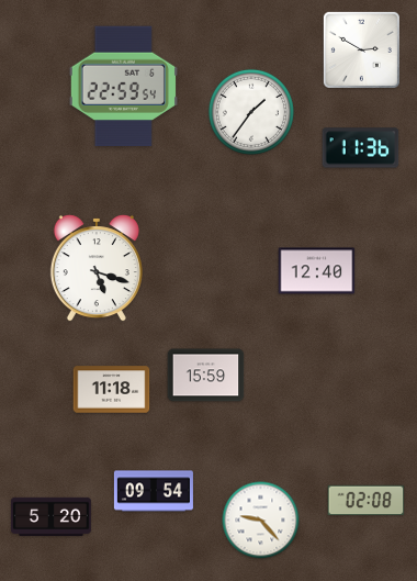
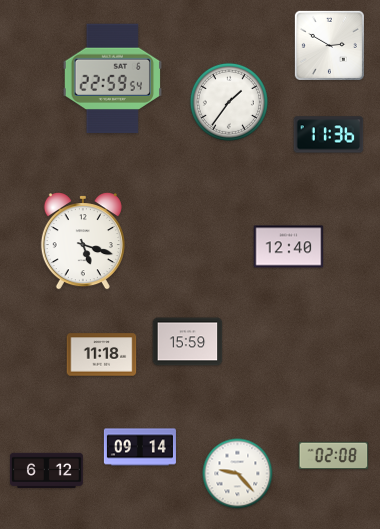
clock at (97, 269) position: (97, 269) -> (83, 242)
clock at (154, 491): 09:54 -> 09:14
clock at (50, 516): 5:20 -> 6:12
